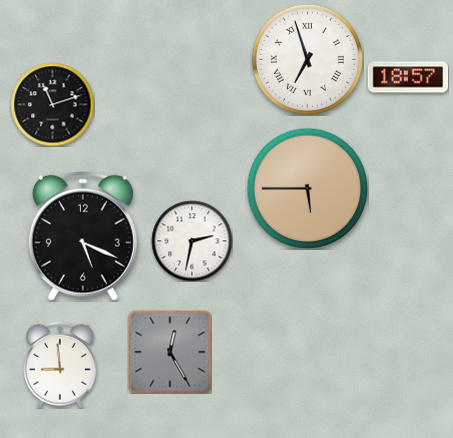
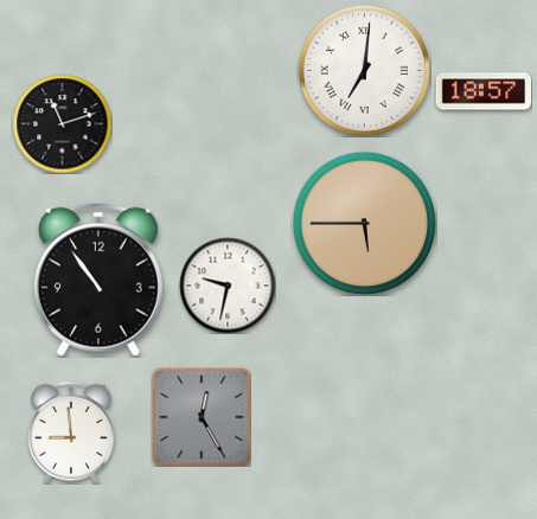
clock at (307, 59): 6:57 -> 7:01
clock at (83, 236): 5:19 -> 10:54
clock at (192, 241): 2:32 -> 9:32
